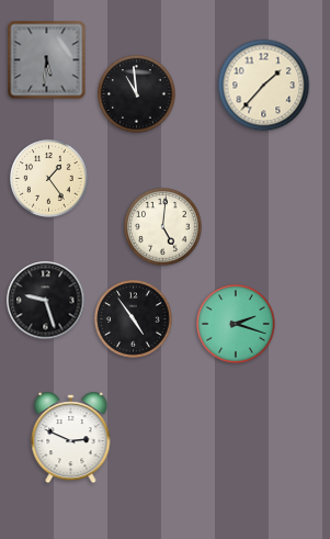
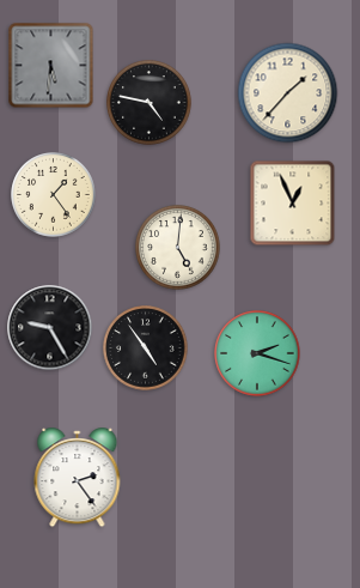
clock at (137, 94): 10:59 -> 4:47
clock at (293, 204): none -> 12:56
clock at (46, 301): 9:27 -> 9:25
clock at (71, 439): 2:49 -> 2:24
